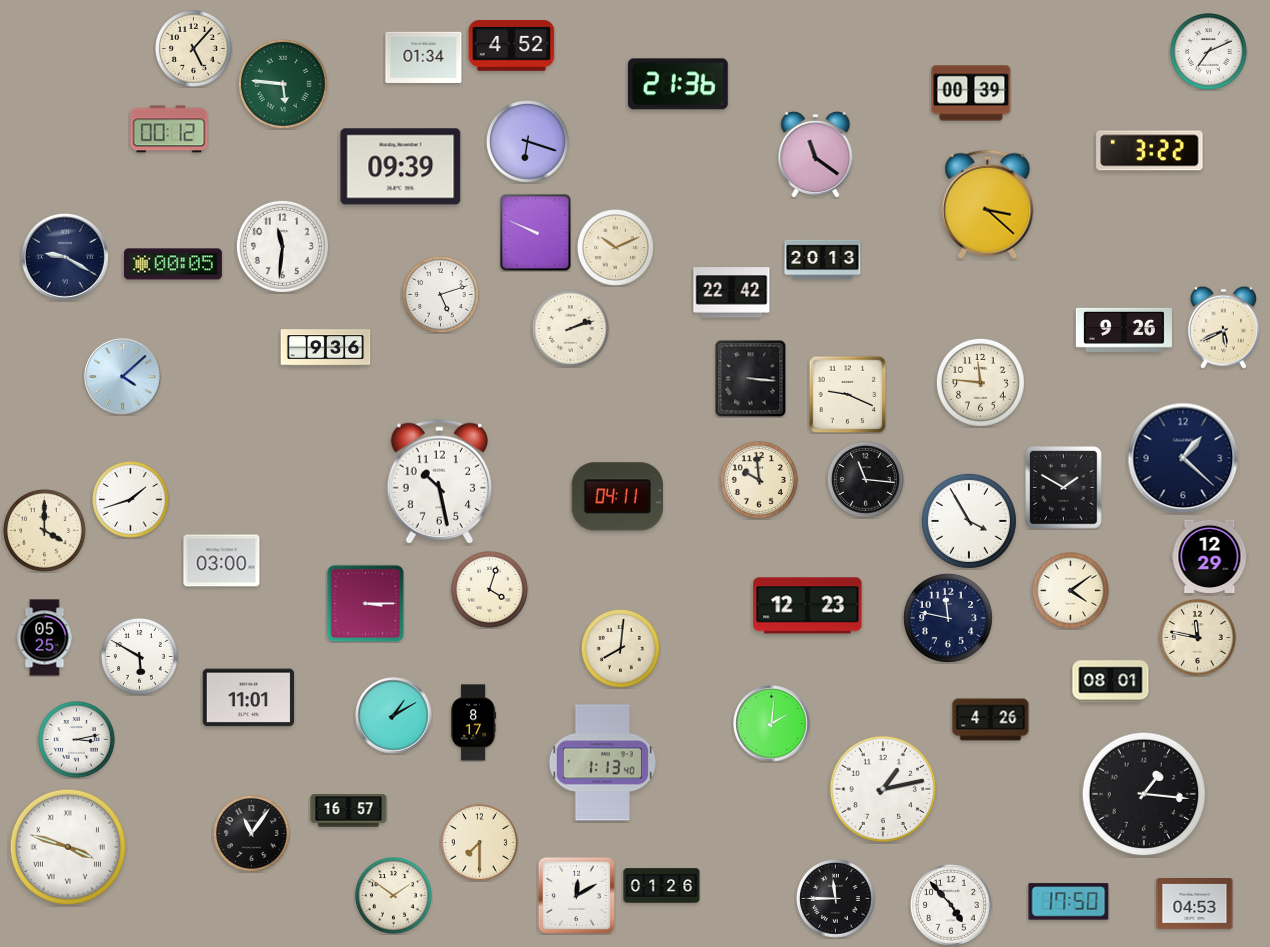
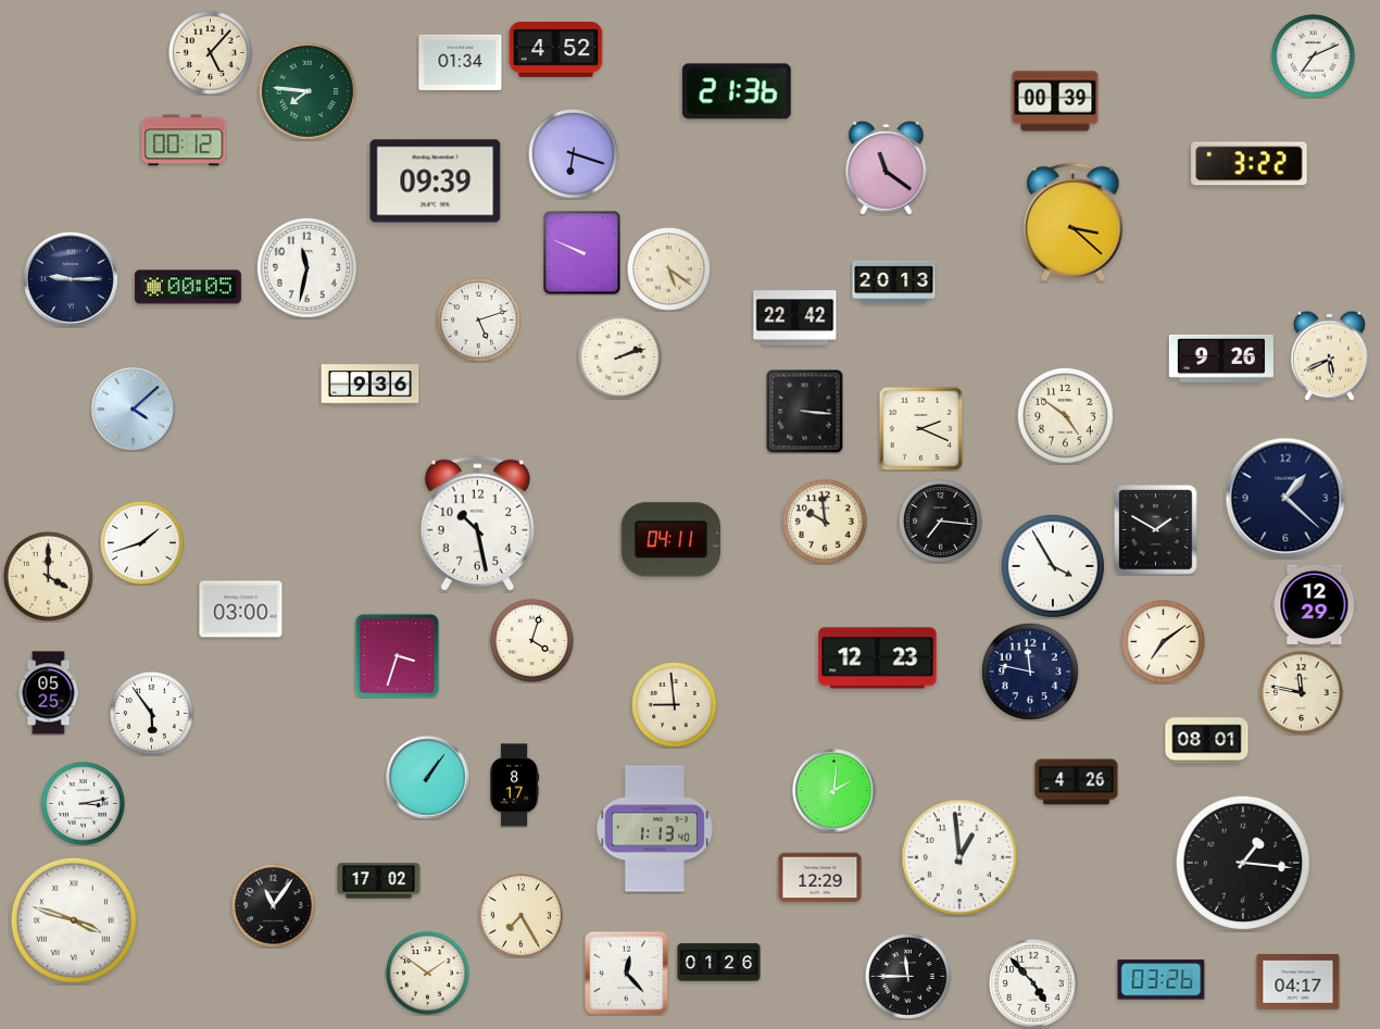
clock at (283, 84): 5:46 -> 7:46
clock at (282, 246): 11:31 -> 11:32
clock at (616, 248): 10:11 -> 5:21
clock at (65, 257): 9:20 -> 9:15
clock at (326, 348) position: (326, 348) -> (371, 385)
clock at (751, 378) position: (751, 378) -> (805, 411)
clock at (980, 382): 11:46 -> 4:51
clock at (847, 394): 9:19 -> 2:19
clock at (866, 480): 11:16 -> 7:16
clock at (1071, 591): 4:09 -> 7:09
clock at (365, 603): 3:15 -> 3:33
clock at (621, 649): 8:01 -> 8:59
clock at (140, 657): 5:50 -> 5:54
clock at (249, 698): 11:01 -> none
clock at (394, 716): 1:10 -> 1:06
clock at (772, 724) position: (772, 724) -> (835, 791)
clock at (883, 789): 1:13 -> 12:59
clock at (820, 878): none -> 12:29
clock at (349, 811): 16:57 -> 17:02
clock at (480, 843): 7:30 -> 7:25
clock at (576, 895): 12:10 -> 12:23
clock at (1069, 902): 17:50 -> 03:26
clock at (1195, 904): 04:53 -> 04:17
